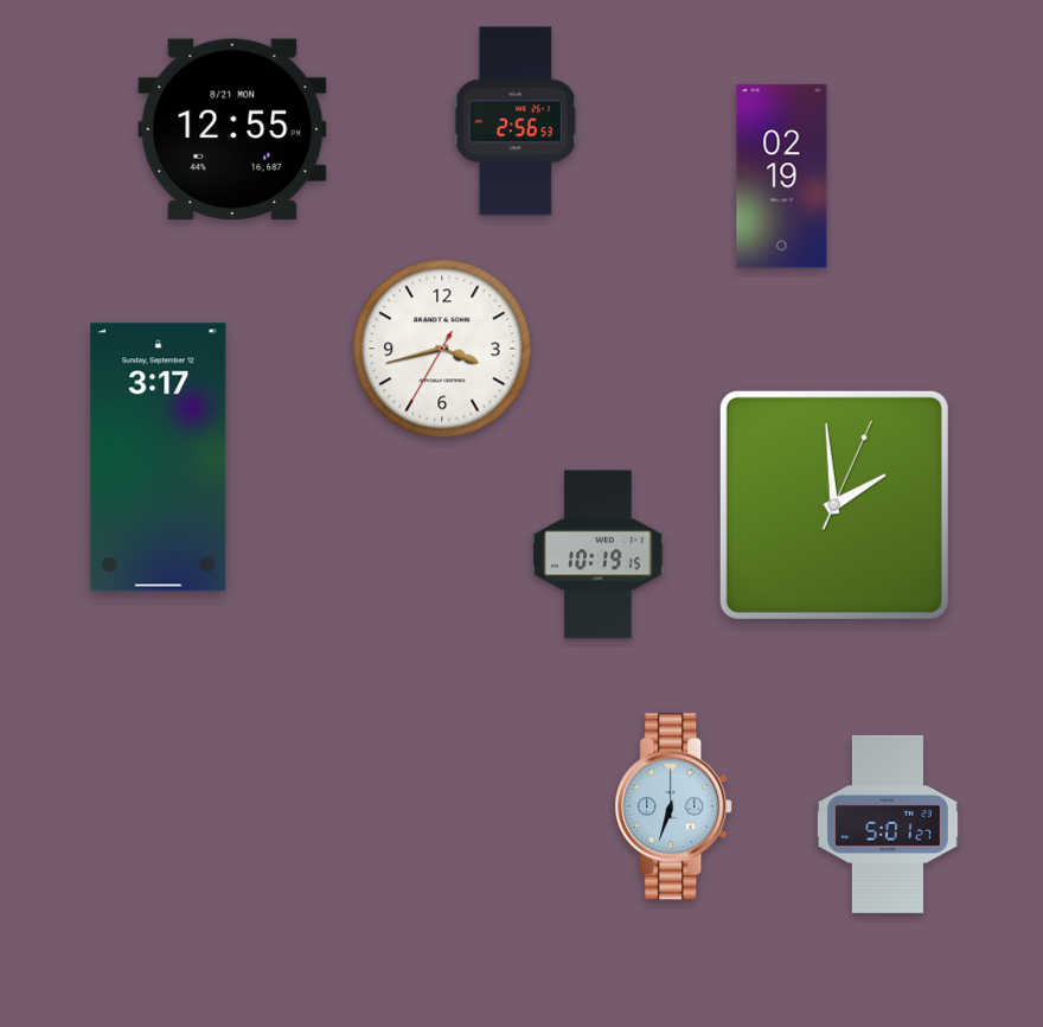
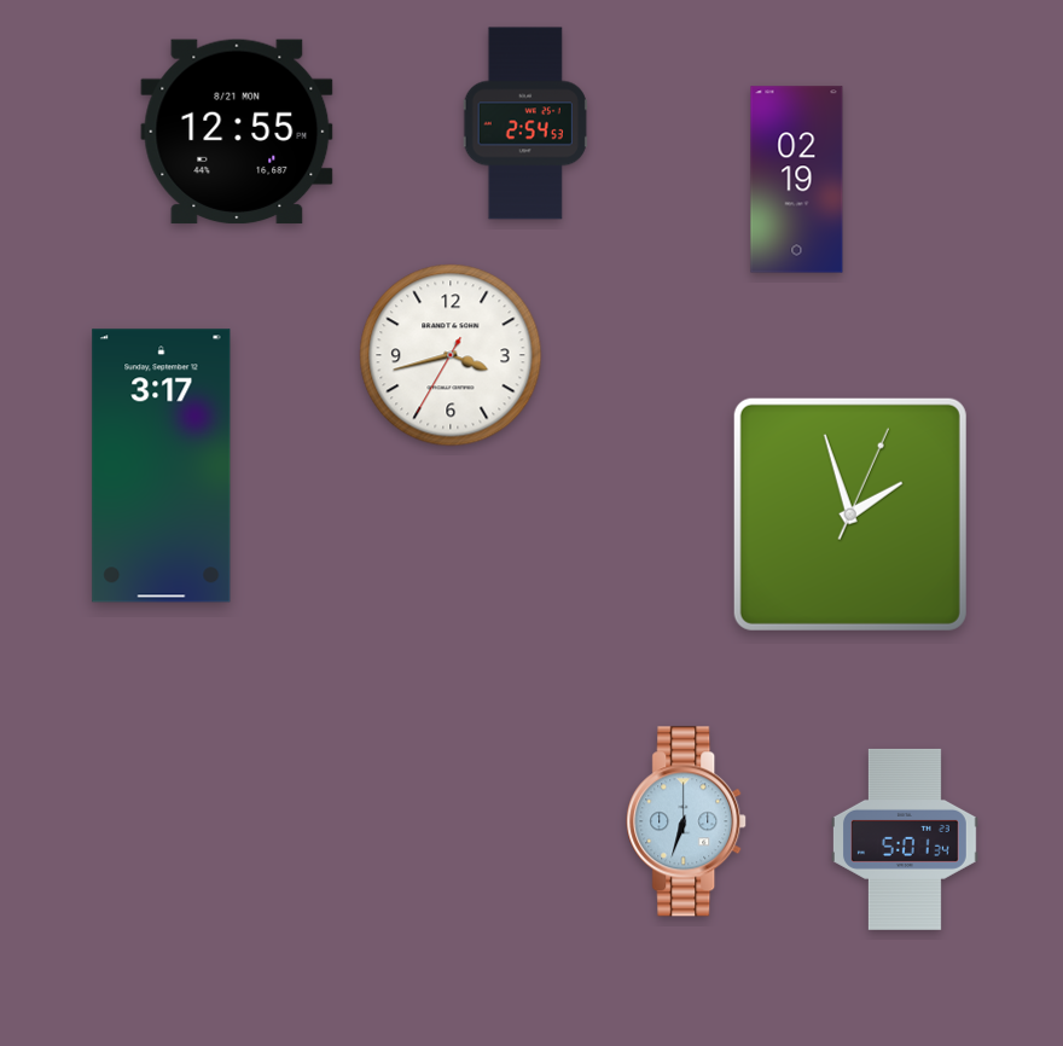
clock at (516, 121): 2:56 -> 2:54
clock at (834, 505): 1:59 -> 1:57
clock at (599, 555): 10:19 -> none
clock at (888, 824): 5:01:27 -> 5:01:34
